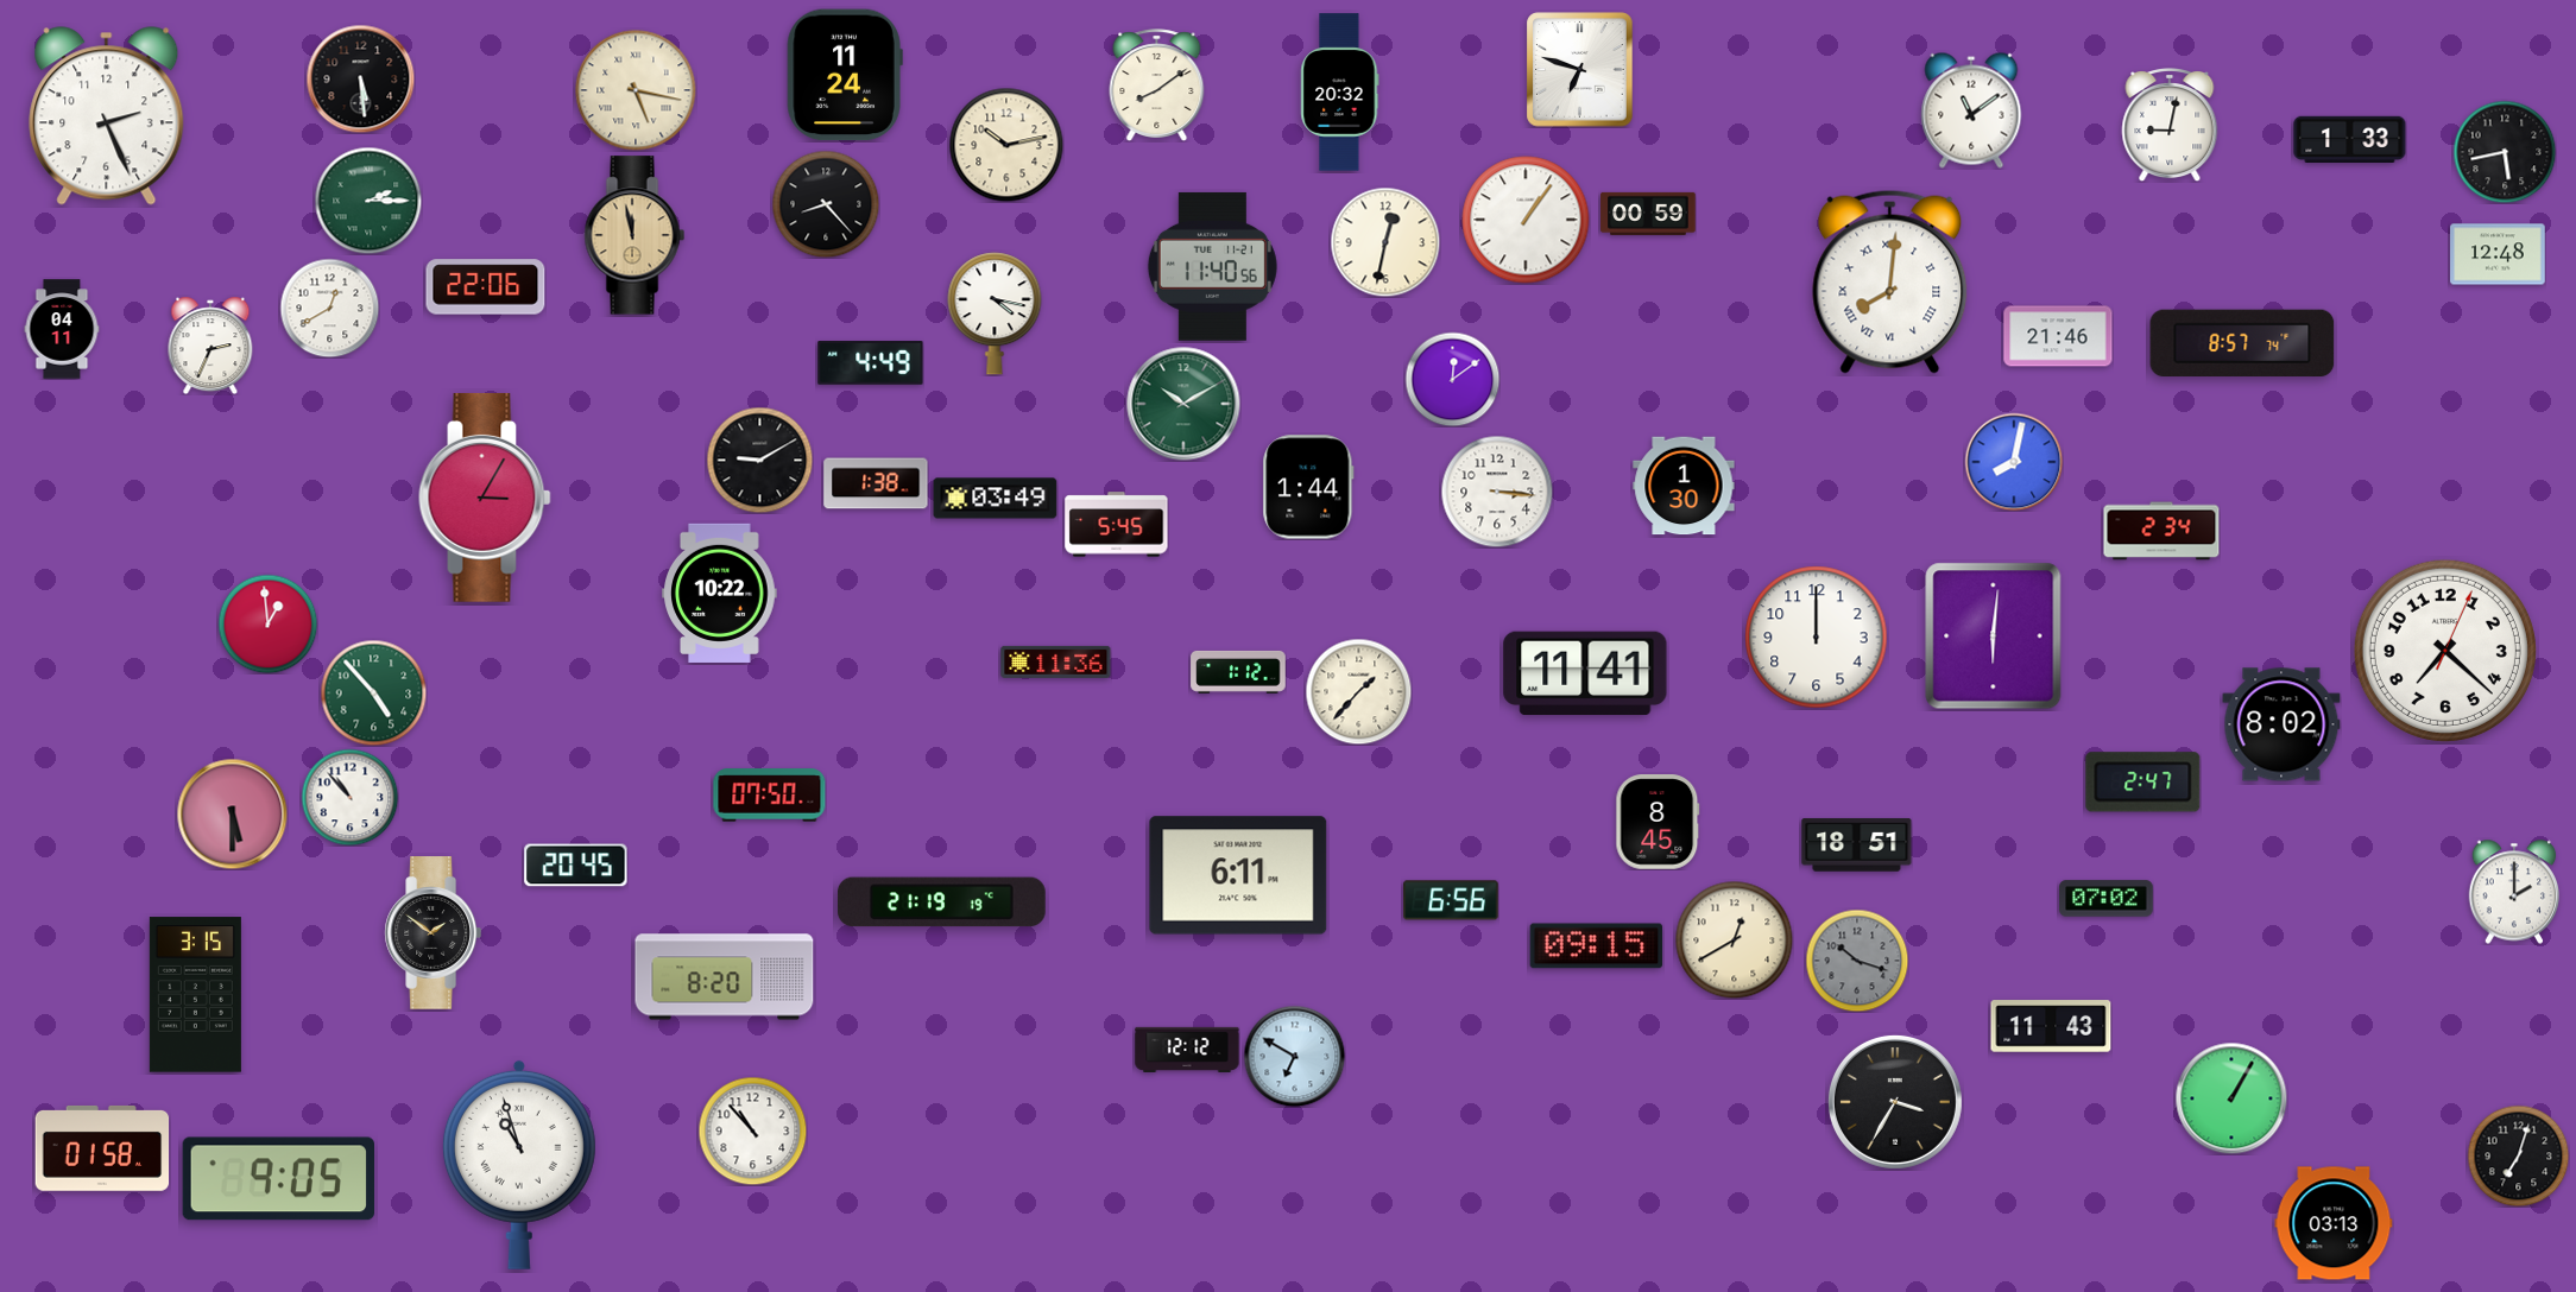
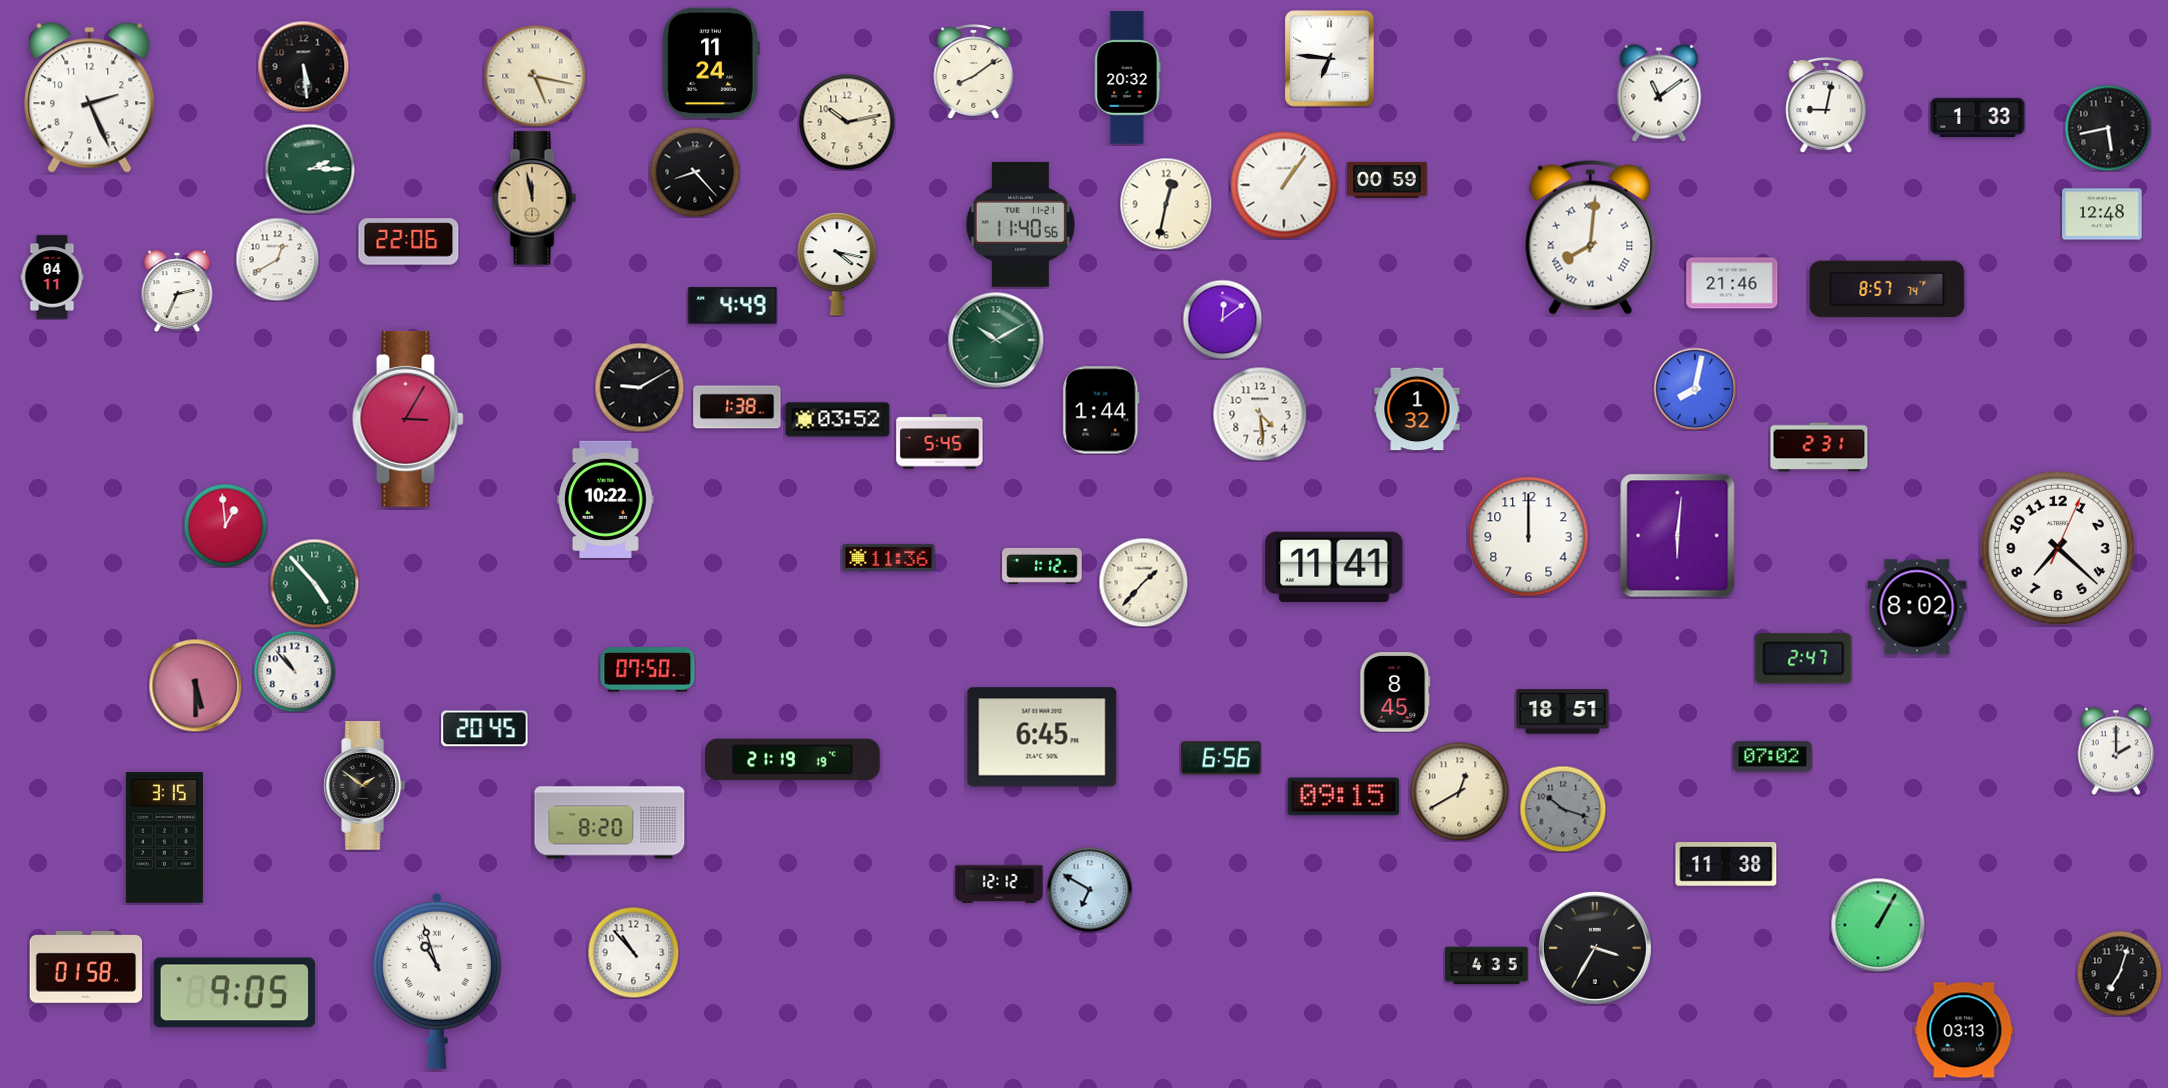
clock at (1580, 70): 6:48 -> 6:46
clock at (1684, 486): 1:30 -> 1:32
clock at (1497, 492): 3:16 -> 4:29
clock at (996, 499): 03:49 -> 03:52
clock at (2161, 531): 2:34 -> 2:31
clock at (2281, 724) position: (2281, 724) -> (1917, 607)
clock at (1238, 875): 6:11 -> 6:45
clock at (2051, 1026): 11:43 -> 11:38
clock at (1895, 1102) position: (1895, 1102) -> (1595, 948)
clock at (1487, 966): none -> 4:35
